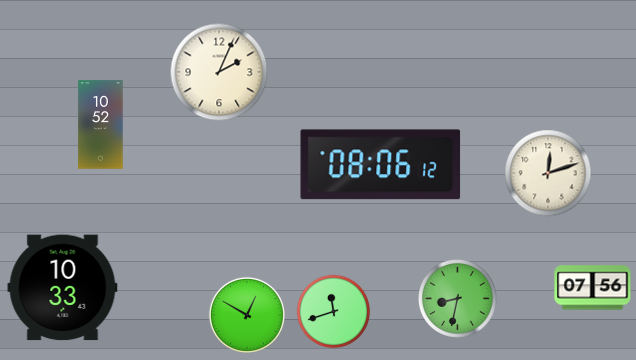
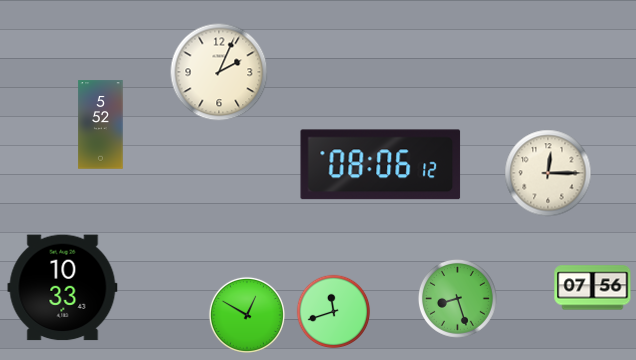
clock at (101, 125): 10:52 -> 5:52
clock at (548, 173): 12:12 -> 12:15
clock at (457, 298): 8:32 -> 8:27
